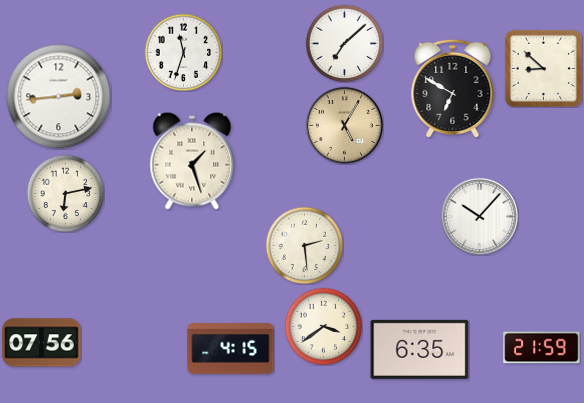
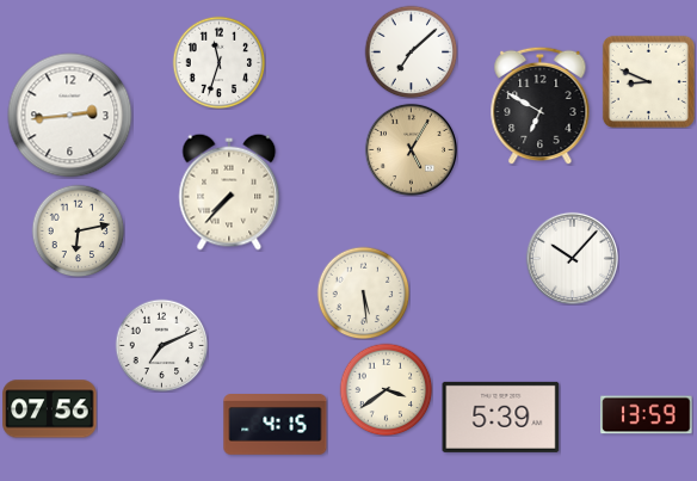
clock at (543, 68): 8:52 -> 8:49
clock at (192, 161): 1:27 -> 7:37
clock at (304, 245): 2:29 -> 5:29
clock at (161, 345): none -> 7:11
clock at (542, 348): 21:59 -> 13:59
clock at (231, 349) position: (231, 349) -> (276, 425)
clock at (420, 349): 6:35 -> 5:39
